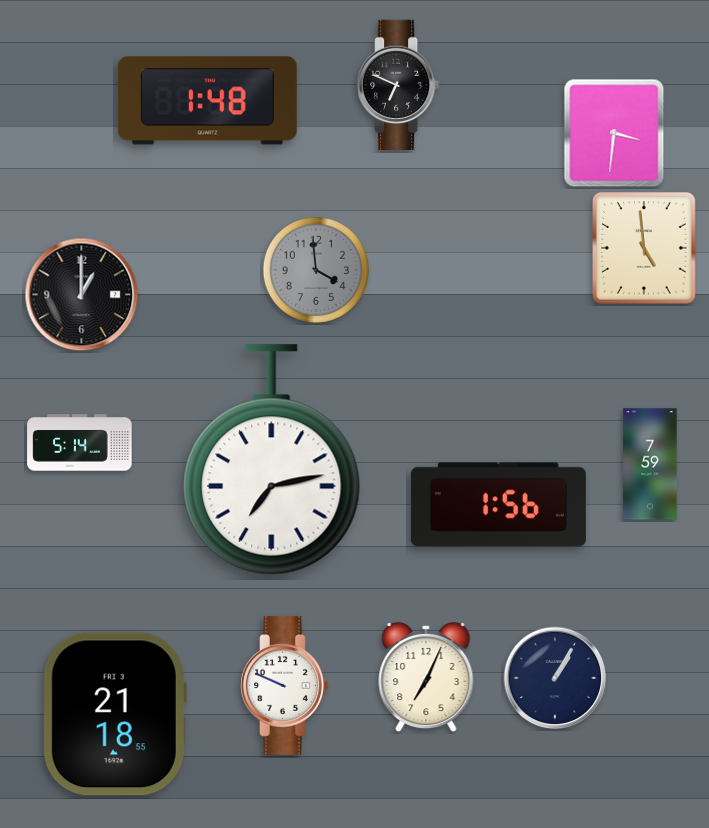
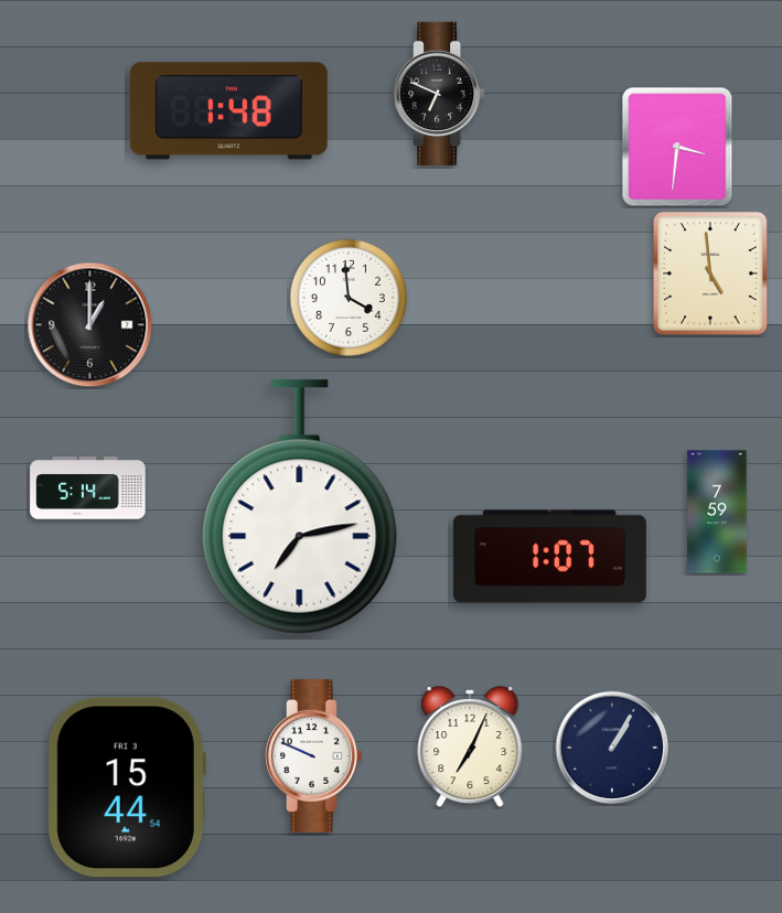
clock at (316, 270) dial: grey -> white
clock at (498, 505): 1:56 -> 1:07
clock at (115, 714): 21:18 -> 15:44
